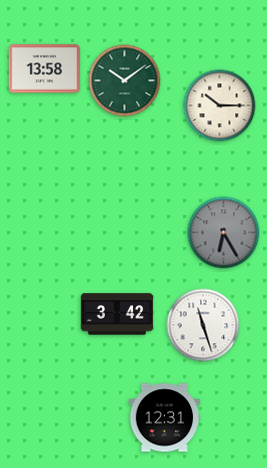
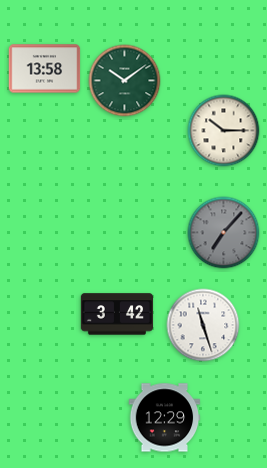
clock at (220, 106) position: (220, 106) -> (224, 131)
clock at (224, 233): 6:25 -> 7:07
clock at (165, 418): 12:31 -> 12:29
